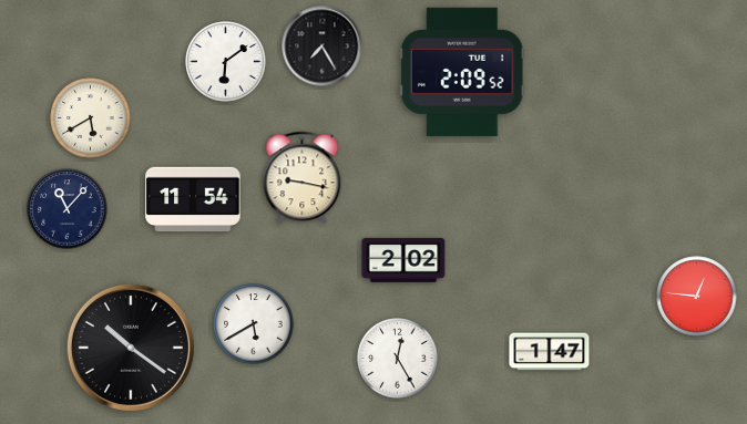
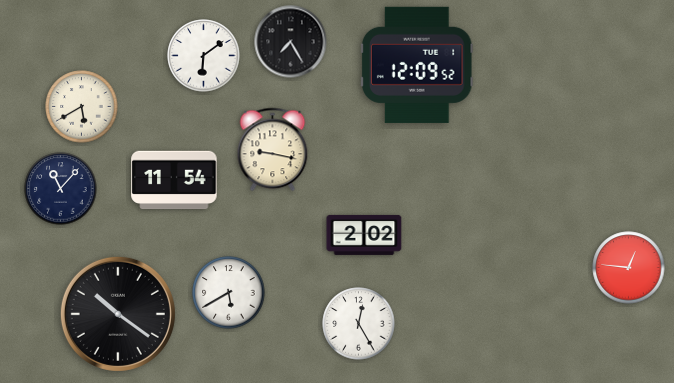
clock at (462, 72): 2:09 -> 12:09
clock at (303, 178) position: (303, 178) -> (273, 150)
clock at (550, 352): 1:47 -> none
